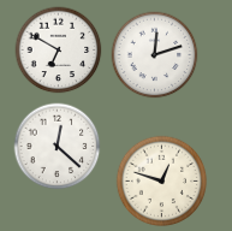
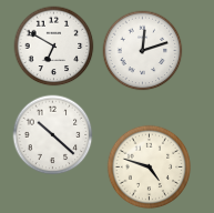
clock at (58, 147): 12:22 -> 10:22
clock at (162, 182): 12:48 -> 4:48
